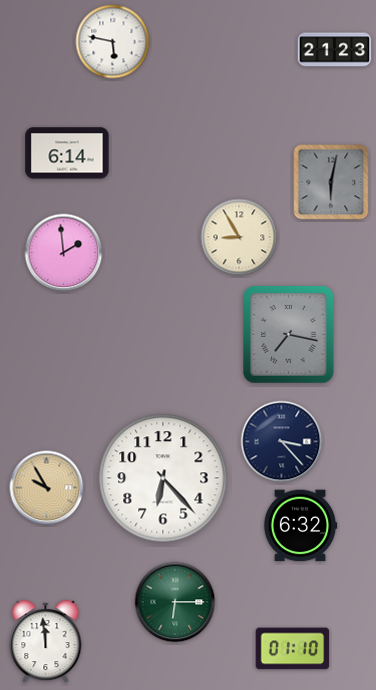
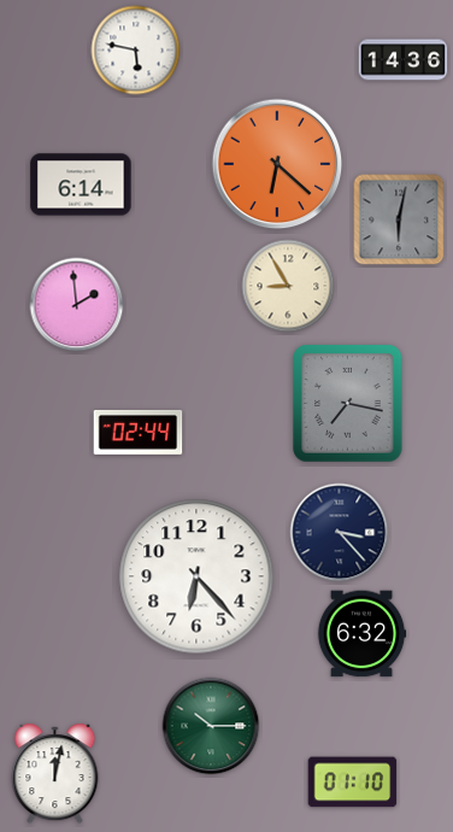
clock at (335, 50): 21:23 -> 14:36
clock at (277, 164): none -> 6:22
clock at (139, 432): none -> 02:44
clock at (47, 488): 9:55 -> none
clock at (175, 602): 6:15 -> 10:15
clock at (46, 642): 11:59 -> 12:02
